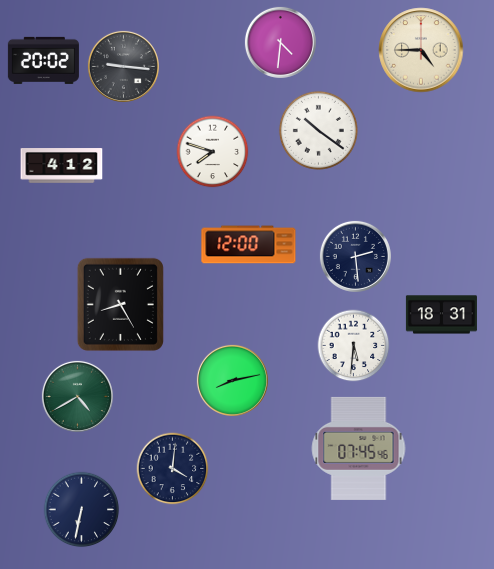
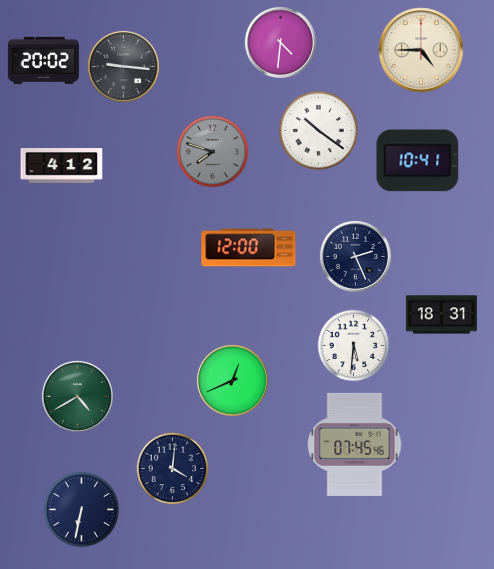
clock at (213, 152) dial: white -> grey
clock at (418, 161): none -> 10:41
clock at (249, 245) position: (249, 245) -> (249, 248)
clock at (355, 256): 2:29 -> 2:26
clock at (120, 304): 8:25 -> none
clock at (232, 380): 8:13 -> 12:41
clock at (359, 448) position: (359, 448) -> (355, 444)
